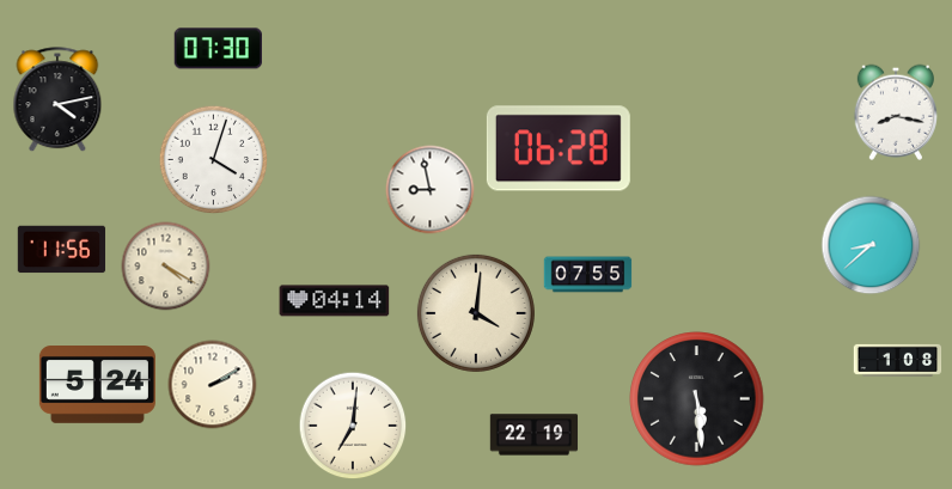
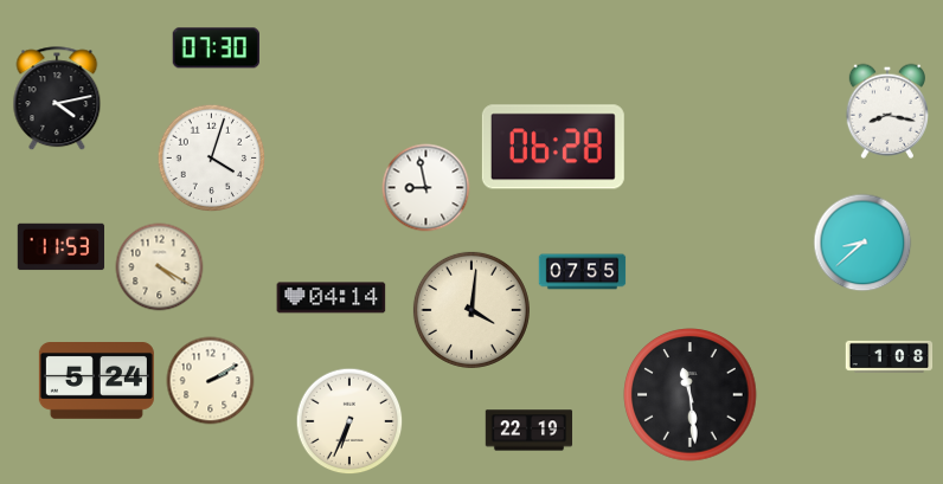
clock at (62, 250): 11:56 -> 11:53
clock at (166, 267) position: (166, 267) -> (160, 267)
clock at (697, 399): 5:29 -> 11:29
clock at (353, 426): 7:01 -> 6:34
